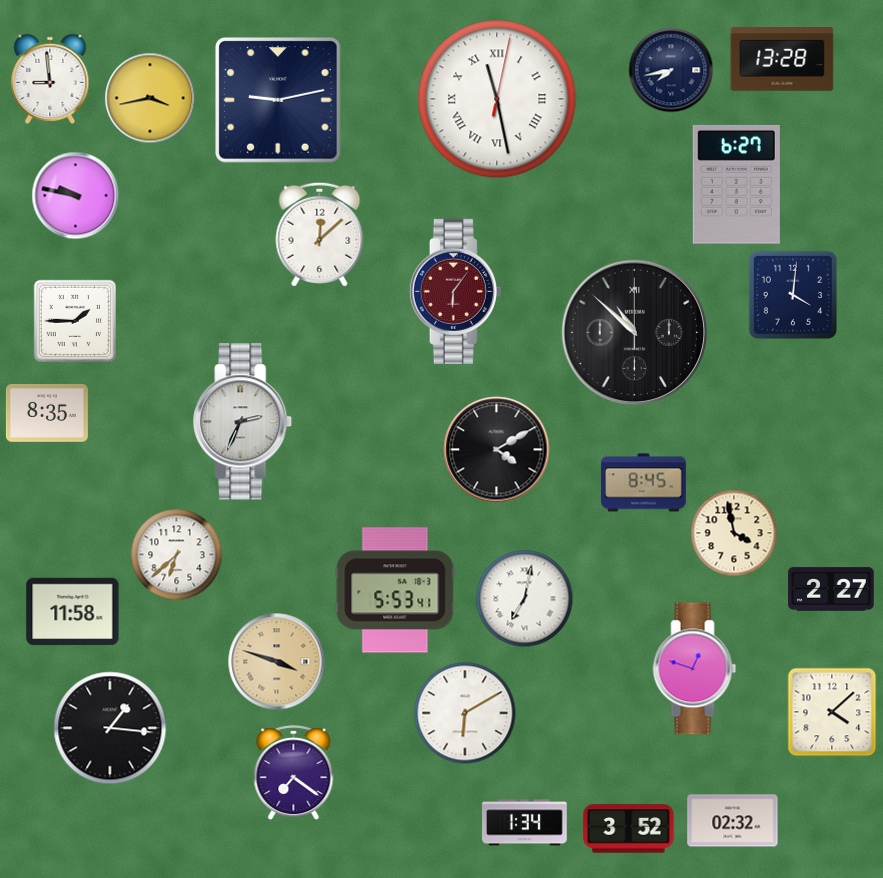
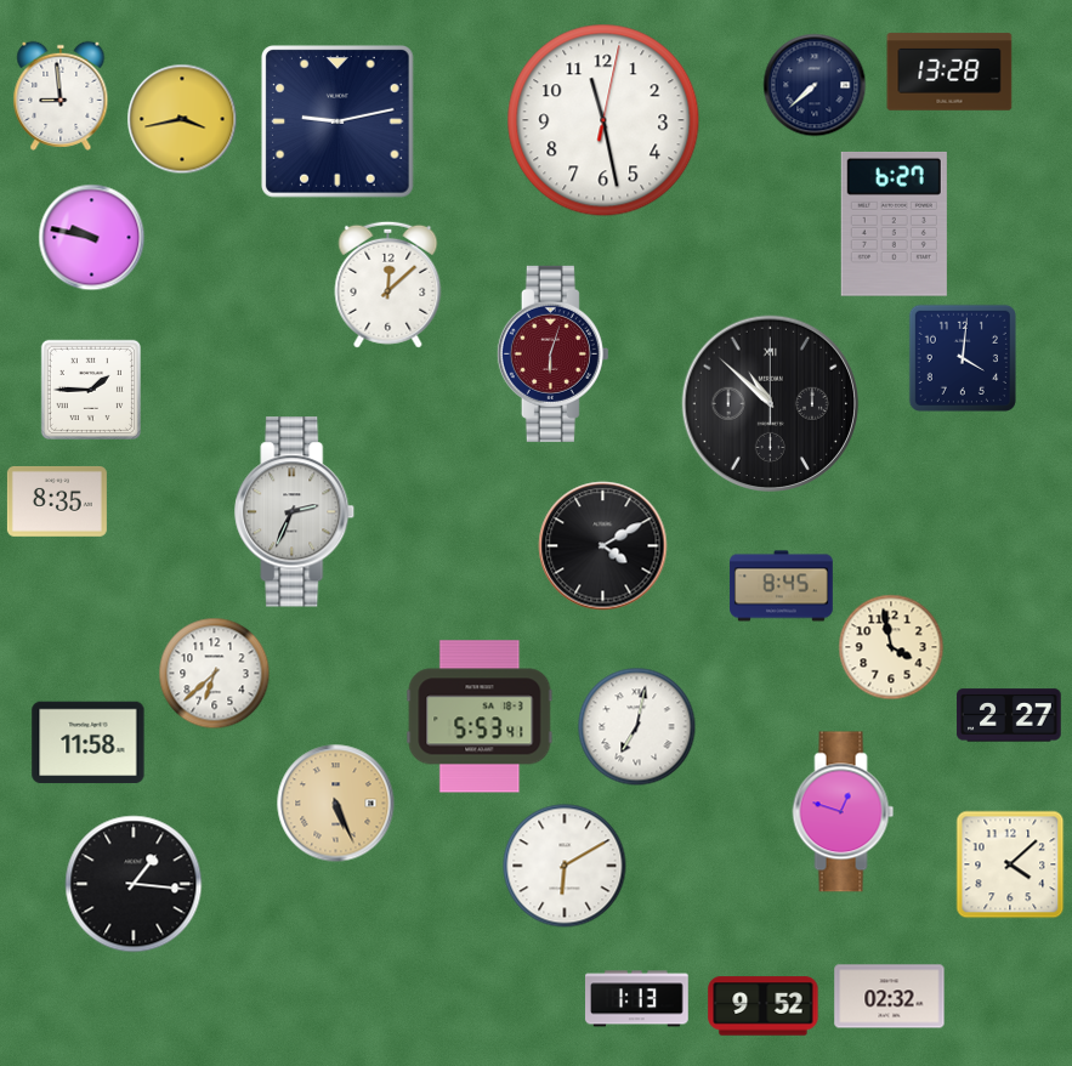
clock at (671, 70): 7:43 -> 7:38
clock at (497, 99) numerals: Roman -> Arabic
clock at (455, 291): 6:06 -> 6:03
clock at (277, 662): 3:48 -> 5:26
clock at (294, 773): 7:21 -> none
clock at (525, 823): 1:34 -> 1:13
clock at (629, 829): 3:52 -> 9:52
